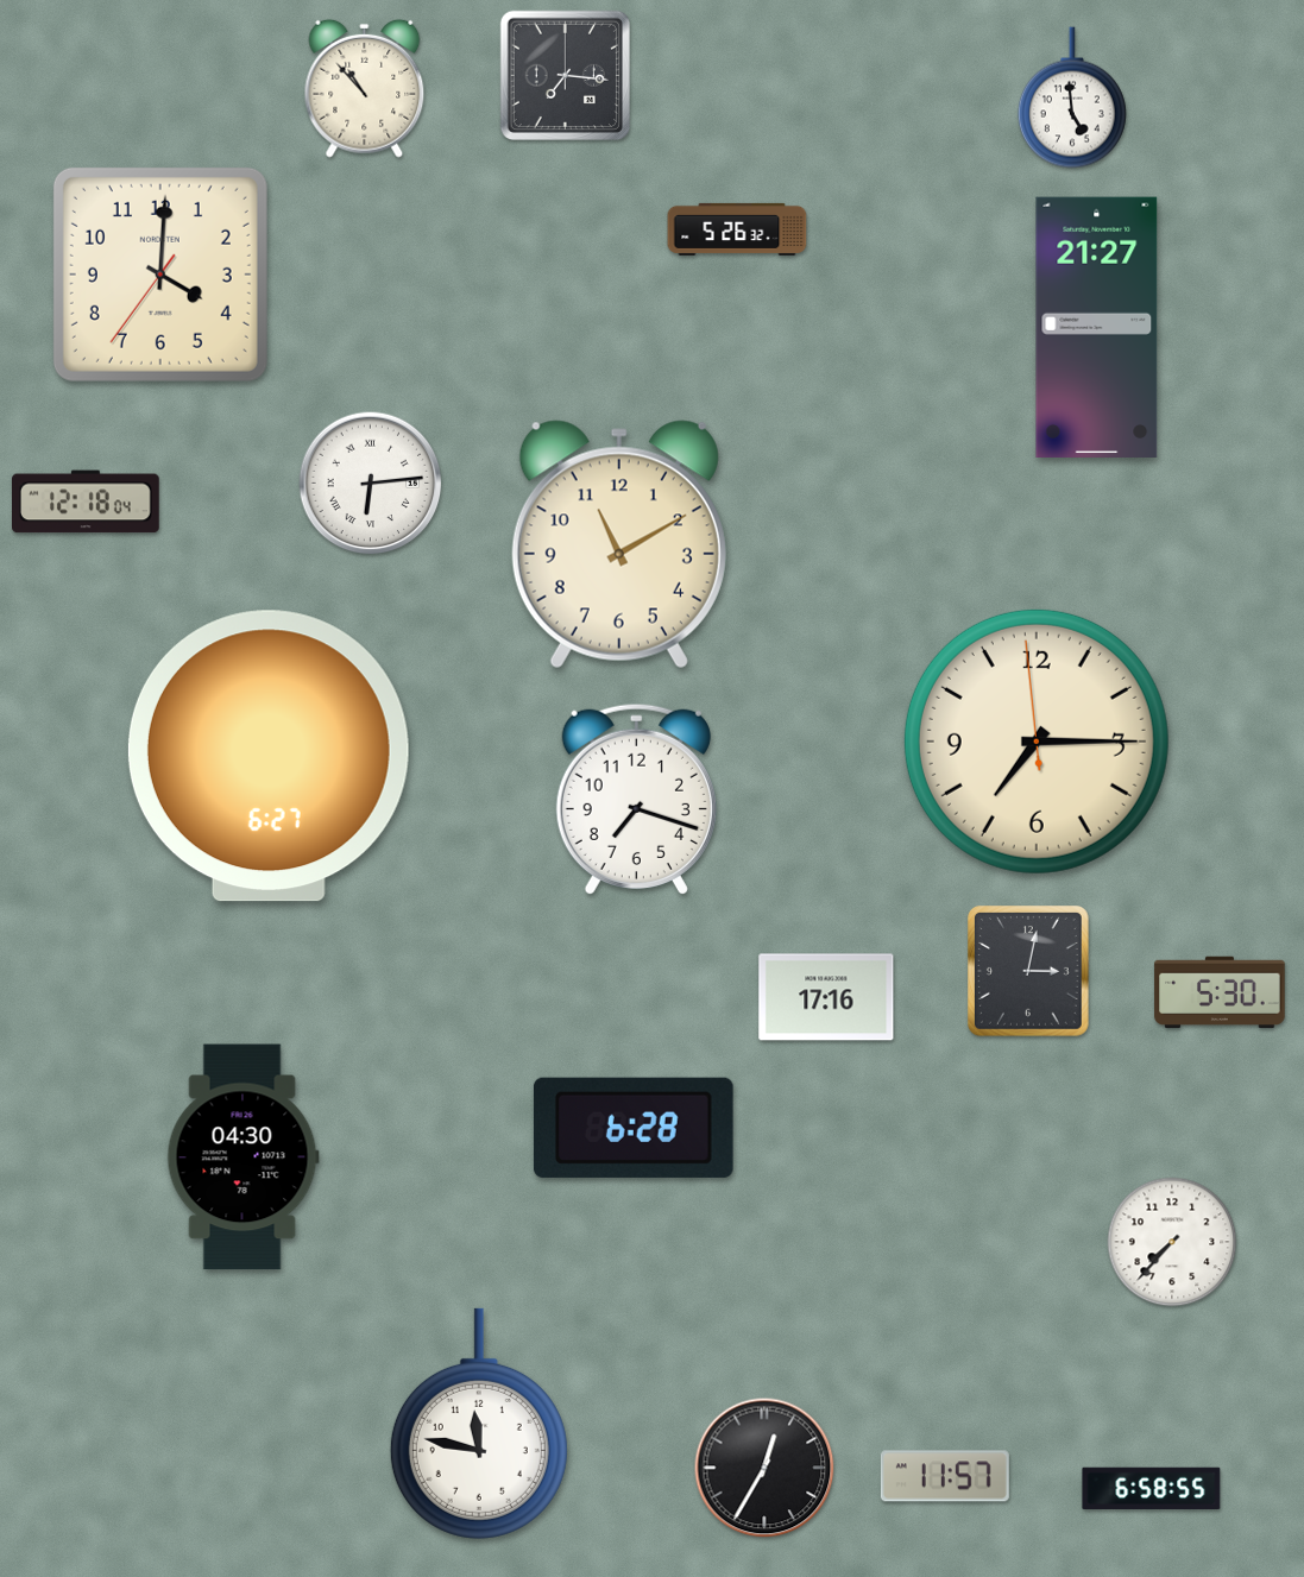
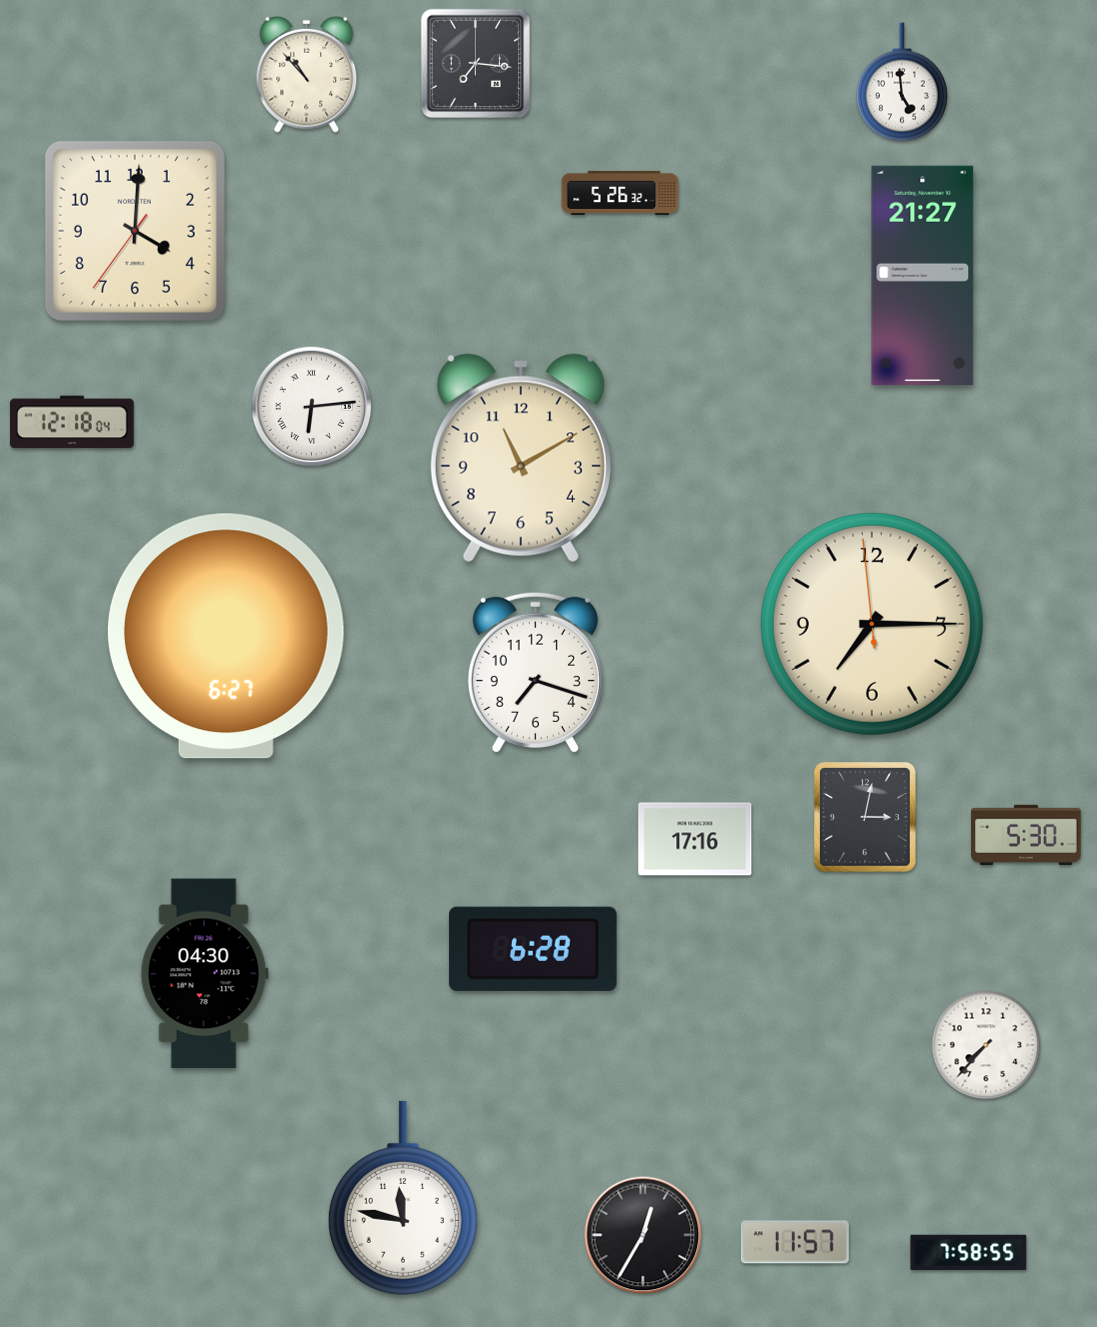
clock at (1152, 1489): 6:58 -> 7:58
